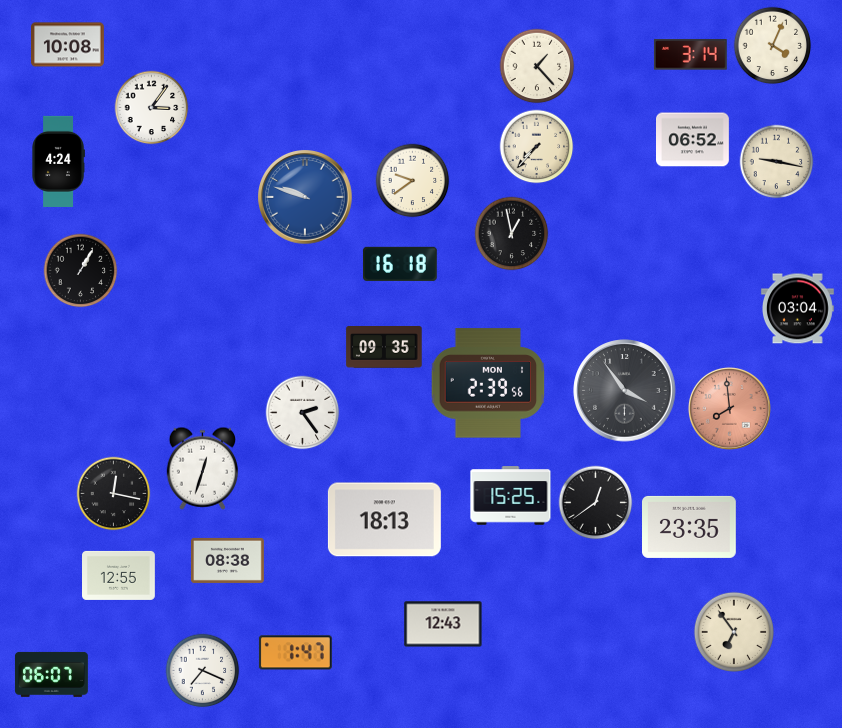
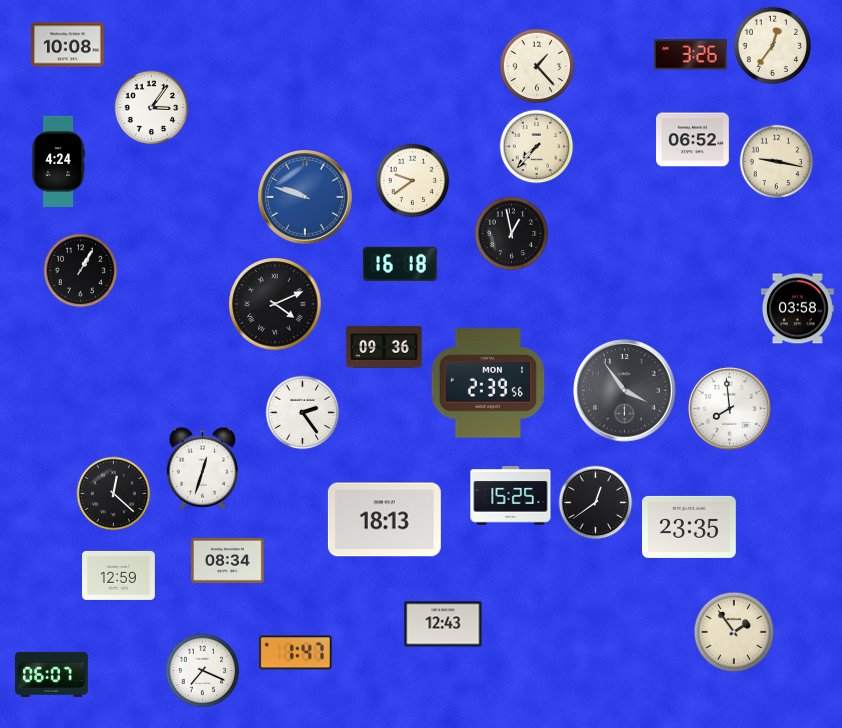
clock at (773, 46): 4:04 -> 12:36
clock at (690, 55): 3:14 -> 3:26
clock at (275, 304): none -> 4:11
clock at (797, 309): 03:04 -> 03:58
clock at (384, 348): 09:35 -> 09:36
clock at (729, 408) dial: salmon -> white
clock at (114, 494): 12:17 -> 12:22
clock at (228, 560): 08:38 -> 08:34
clock at (119, 575): 12:55 -> 12:59
clock at (733, 631): 6:54 -> 1:54
